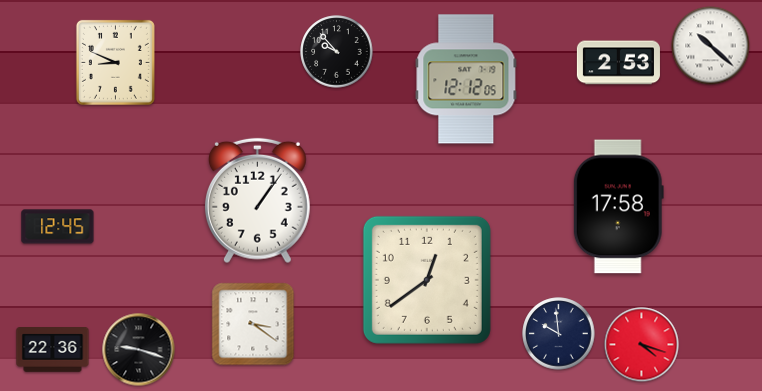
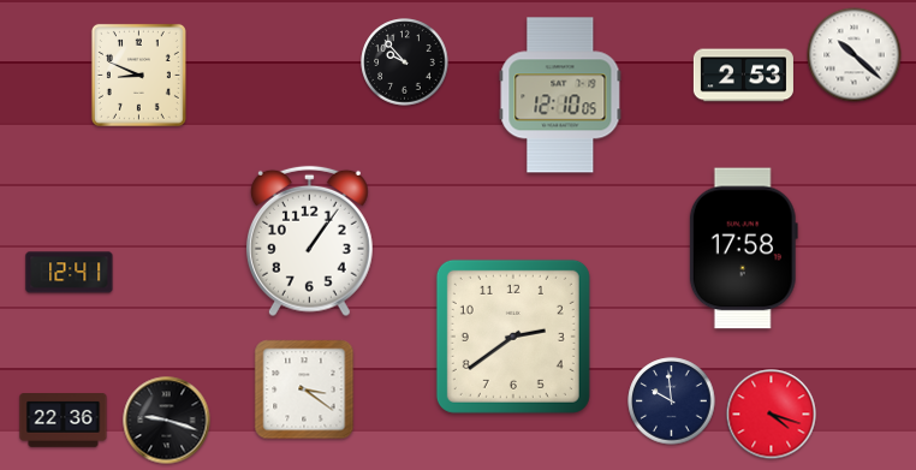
clock at (466, 79): 12:12 -> 12:10
clock at (58, 227): 12:45 -> 12:41
clock at (427, 280): 12:39 -> 2:39
